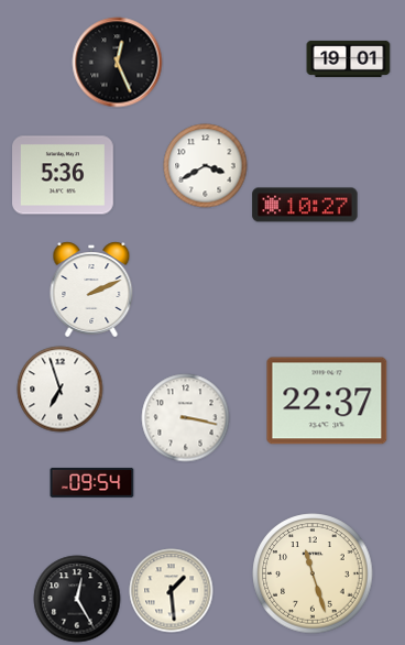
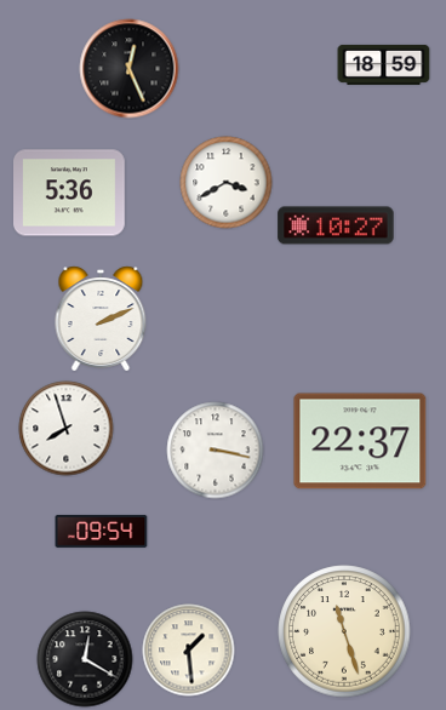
clock at (349, 58): 19:01 -> 18:59
clock at (61, 390): 6:57 -> 7:57
clock at (186, 418) position: (186, 418) -> (216, 451)
clock at (77, 599): 12:25 -> 12:20
